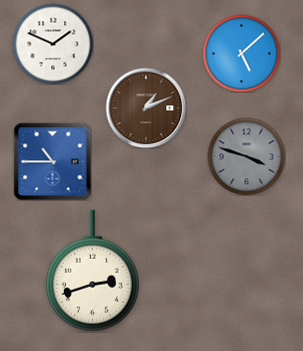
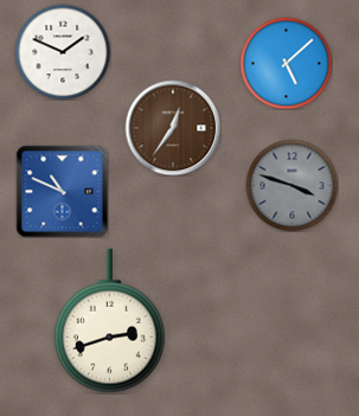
clock at (146, 108): 1:11 -> 12:36
clock at (52, 161): 10:45 -> 10:49
